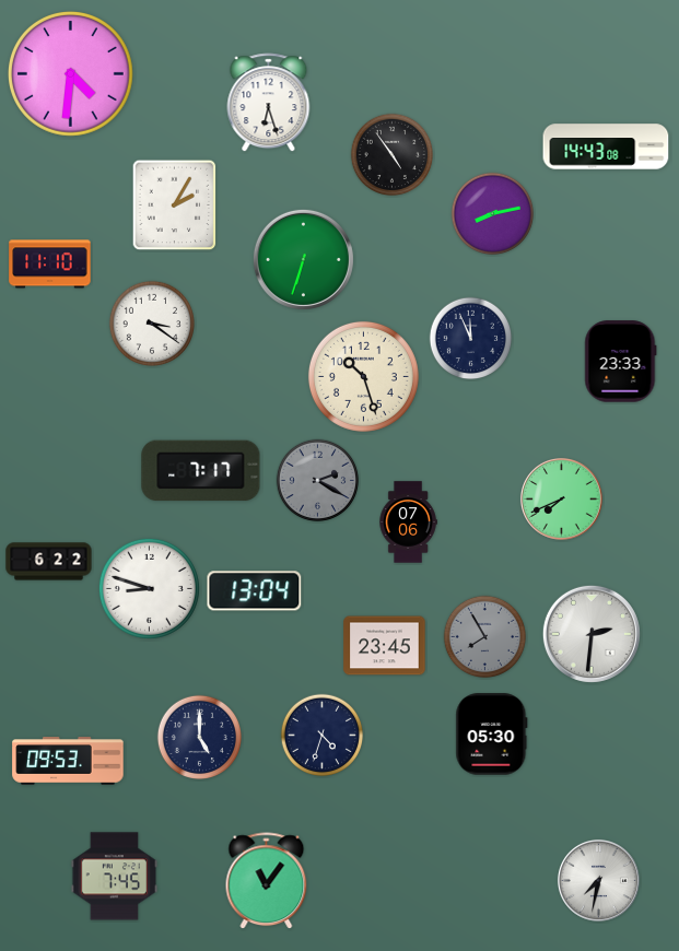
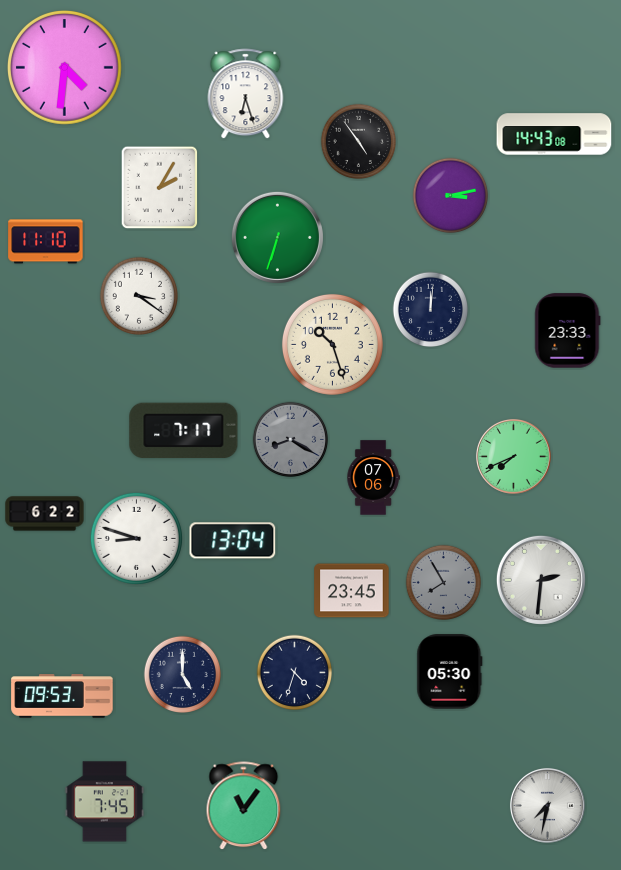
clock at (493, 214): 8:13 -> 3:13
clock at (471, 339): 11:56 -> 12:01
clock at (318, 481): 2:20 -> 8:20
